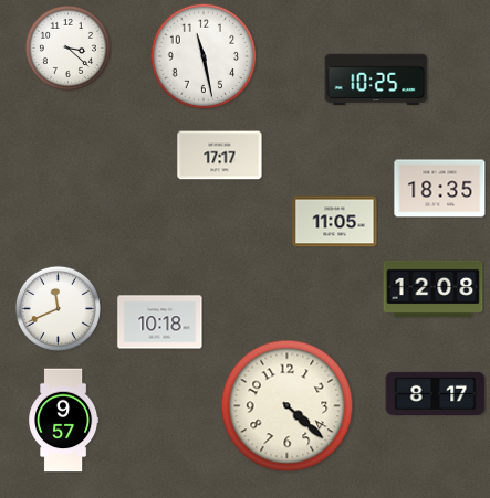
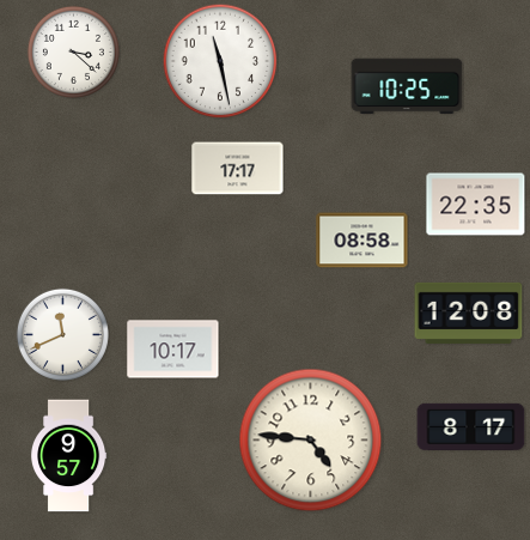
clock at (440, 189): 18:35 -> 22:35
clock at (335, 222): 11:05 -> 08:58
clock at (160, 322): 10:18 -> 10:17
clock at (288, 406): 4:22 -> 4:46
